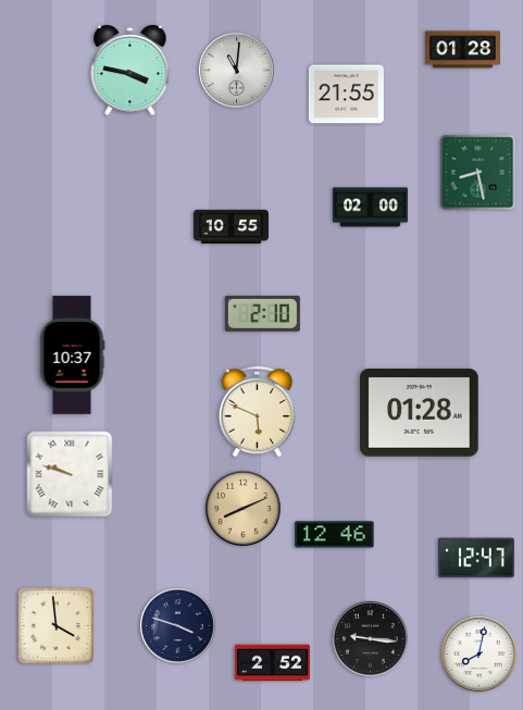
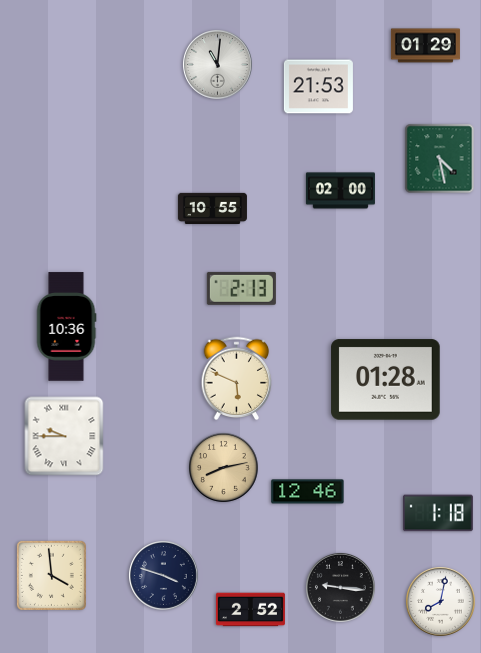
clock at (462, 50): 01:28 -> 01:29
clock at (130, 71): 3:47 -> none
clock at (346, 95): 21:55 -> 21:53
clock at (478, 173): 8:28 -> 4:28
clock at (262, 313): 2:10 -> 2:13
clock at (72, 356): 10:37 -> 10:36
clock at (70, 474): 9:48 -> 9:45
clock at (244, 509): 8:11 -> 8:13
clock at (476, 558): 12:47 -> 1:18
